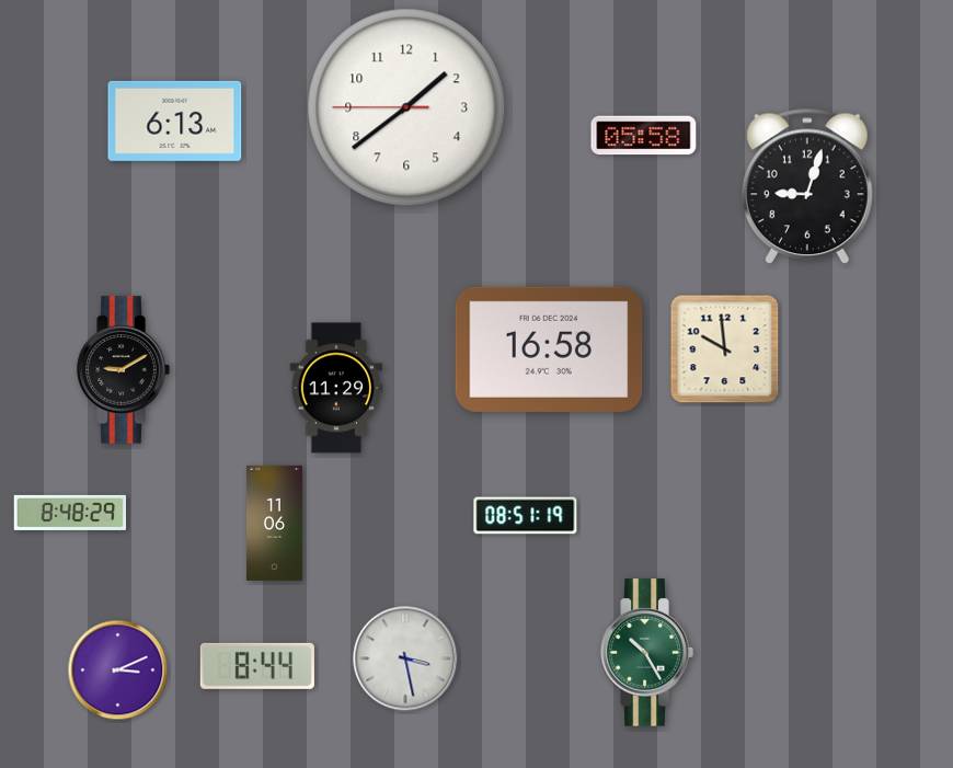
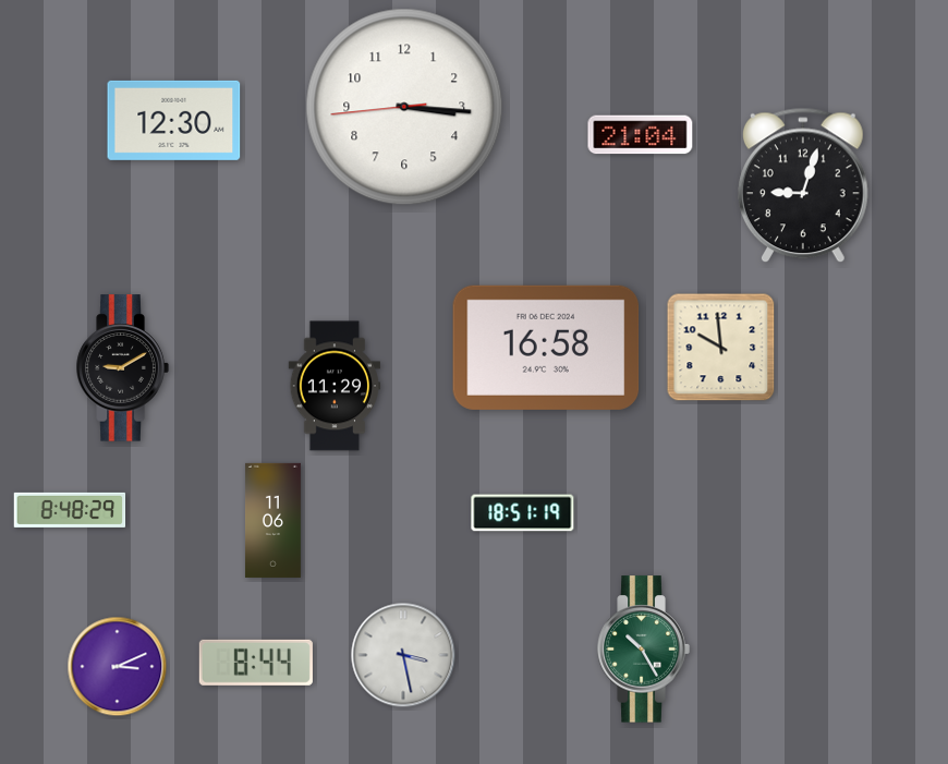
clock at (406, 107): 1:38 -> 3:15
clock at (175, 121): 6:13 -> 12:30
clock at (644, 136): 05:58 -> 21:04
clock at (526, 516): 08:51 -> 18:51
